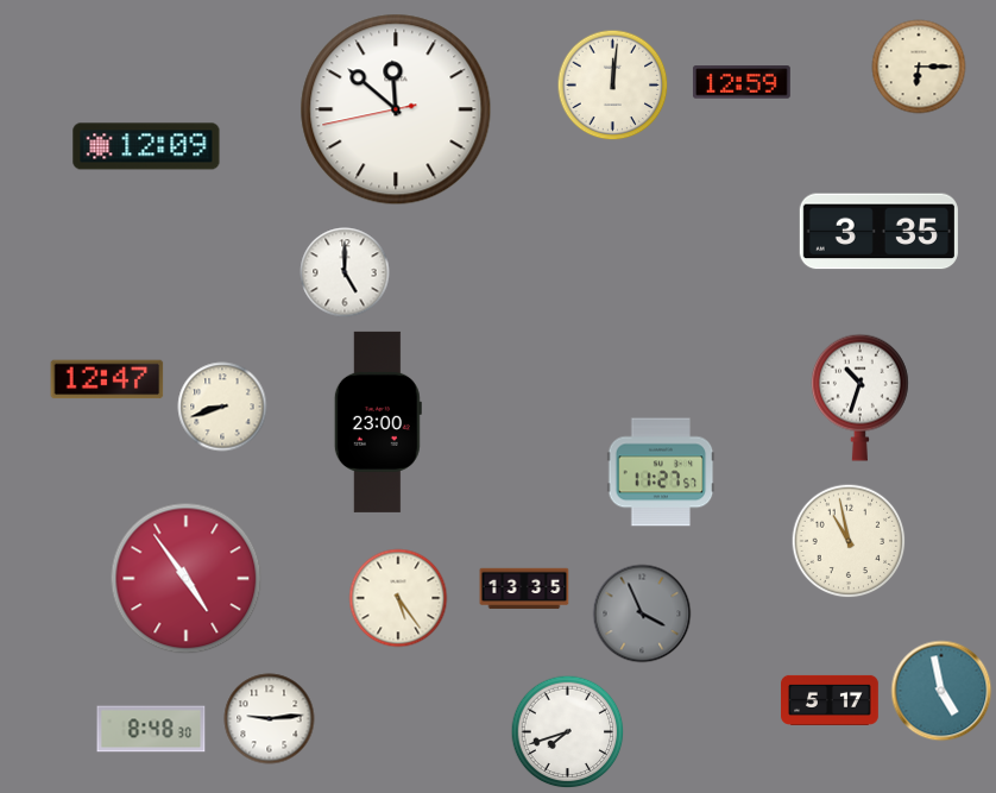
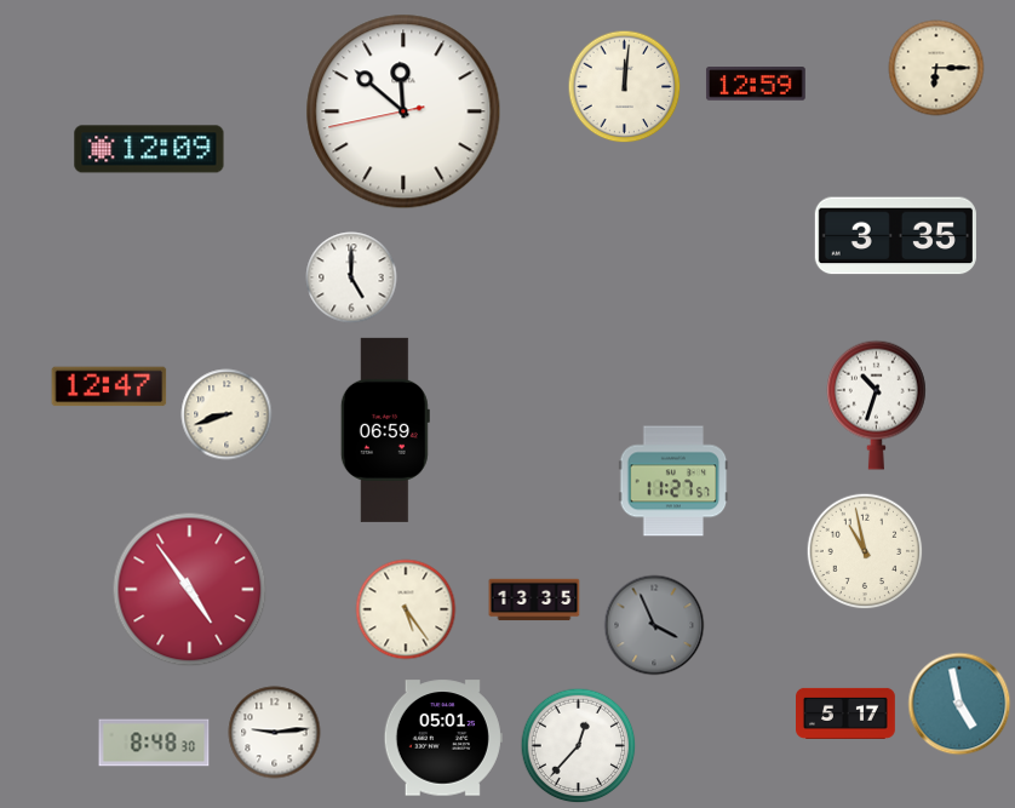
clock at (378, 422): 23:00 -> 06:59
clock at (443, 738): none -> 05:01
clock at (568, 732): 7:42 -> 12:37
